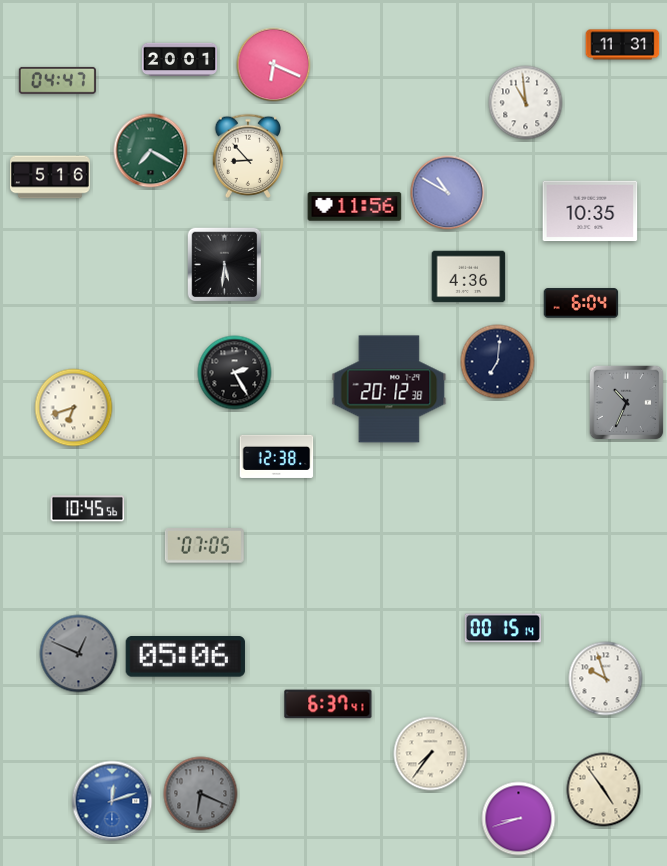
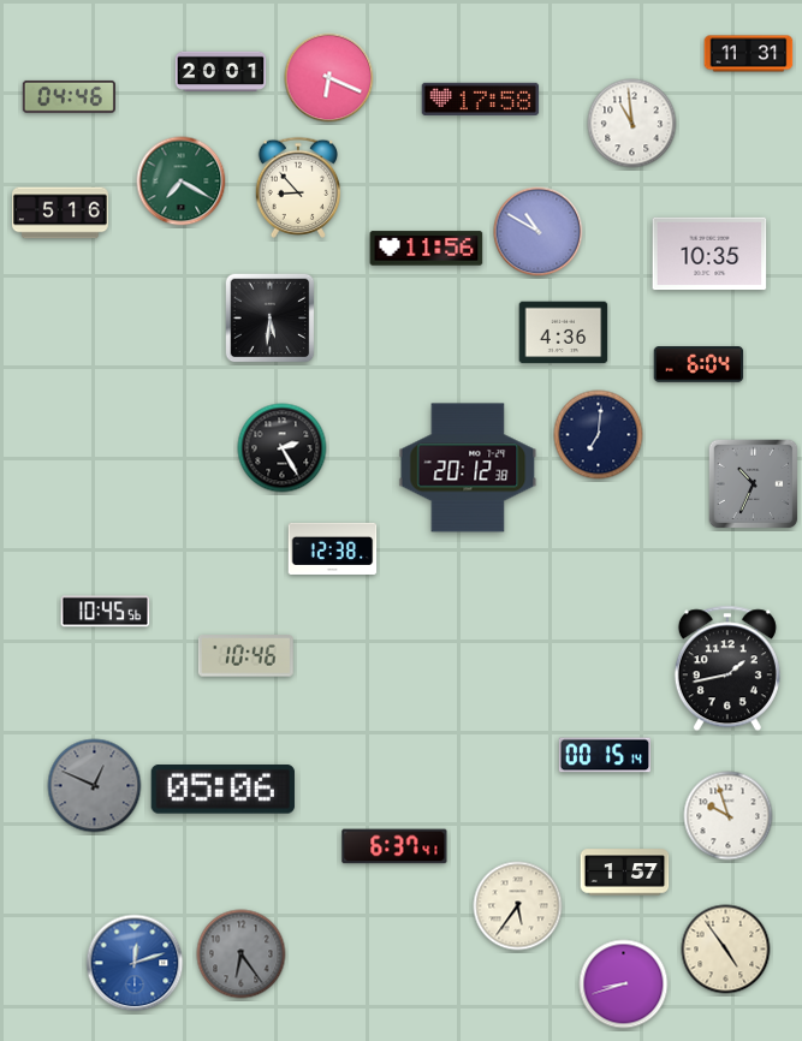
clock at (180, 59) position: (180, 59) -> (221, 71)
clock at (57, 80): 04:47 -> 04:46
clock at (481, 99): none -> 17:58
clock at (74, 408): 6:42 -> none
clock at (204, 546): 07:05 -> 10:46
clock at (727, 668): none -> 1:43
clock at (625, 873): none -> 1:57
clock at (431, 754): 7:36 -> 5:36
clock at (201, 794): 6:19 -> 6:24
